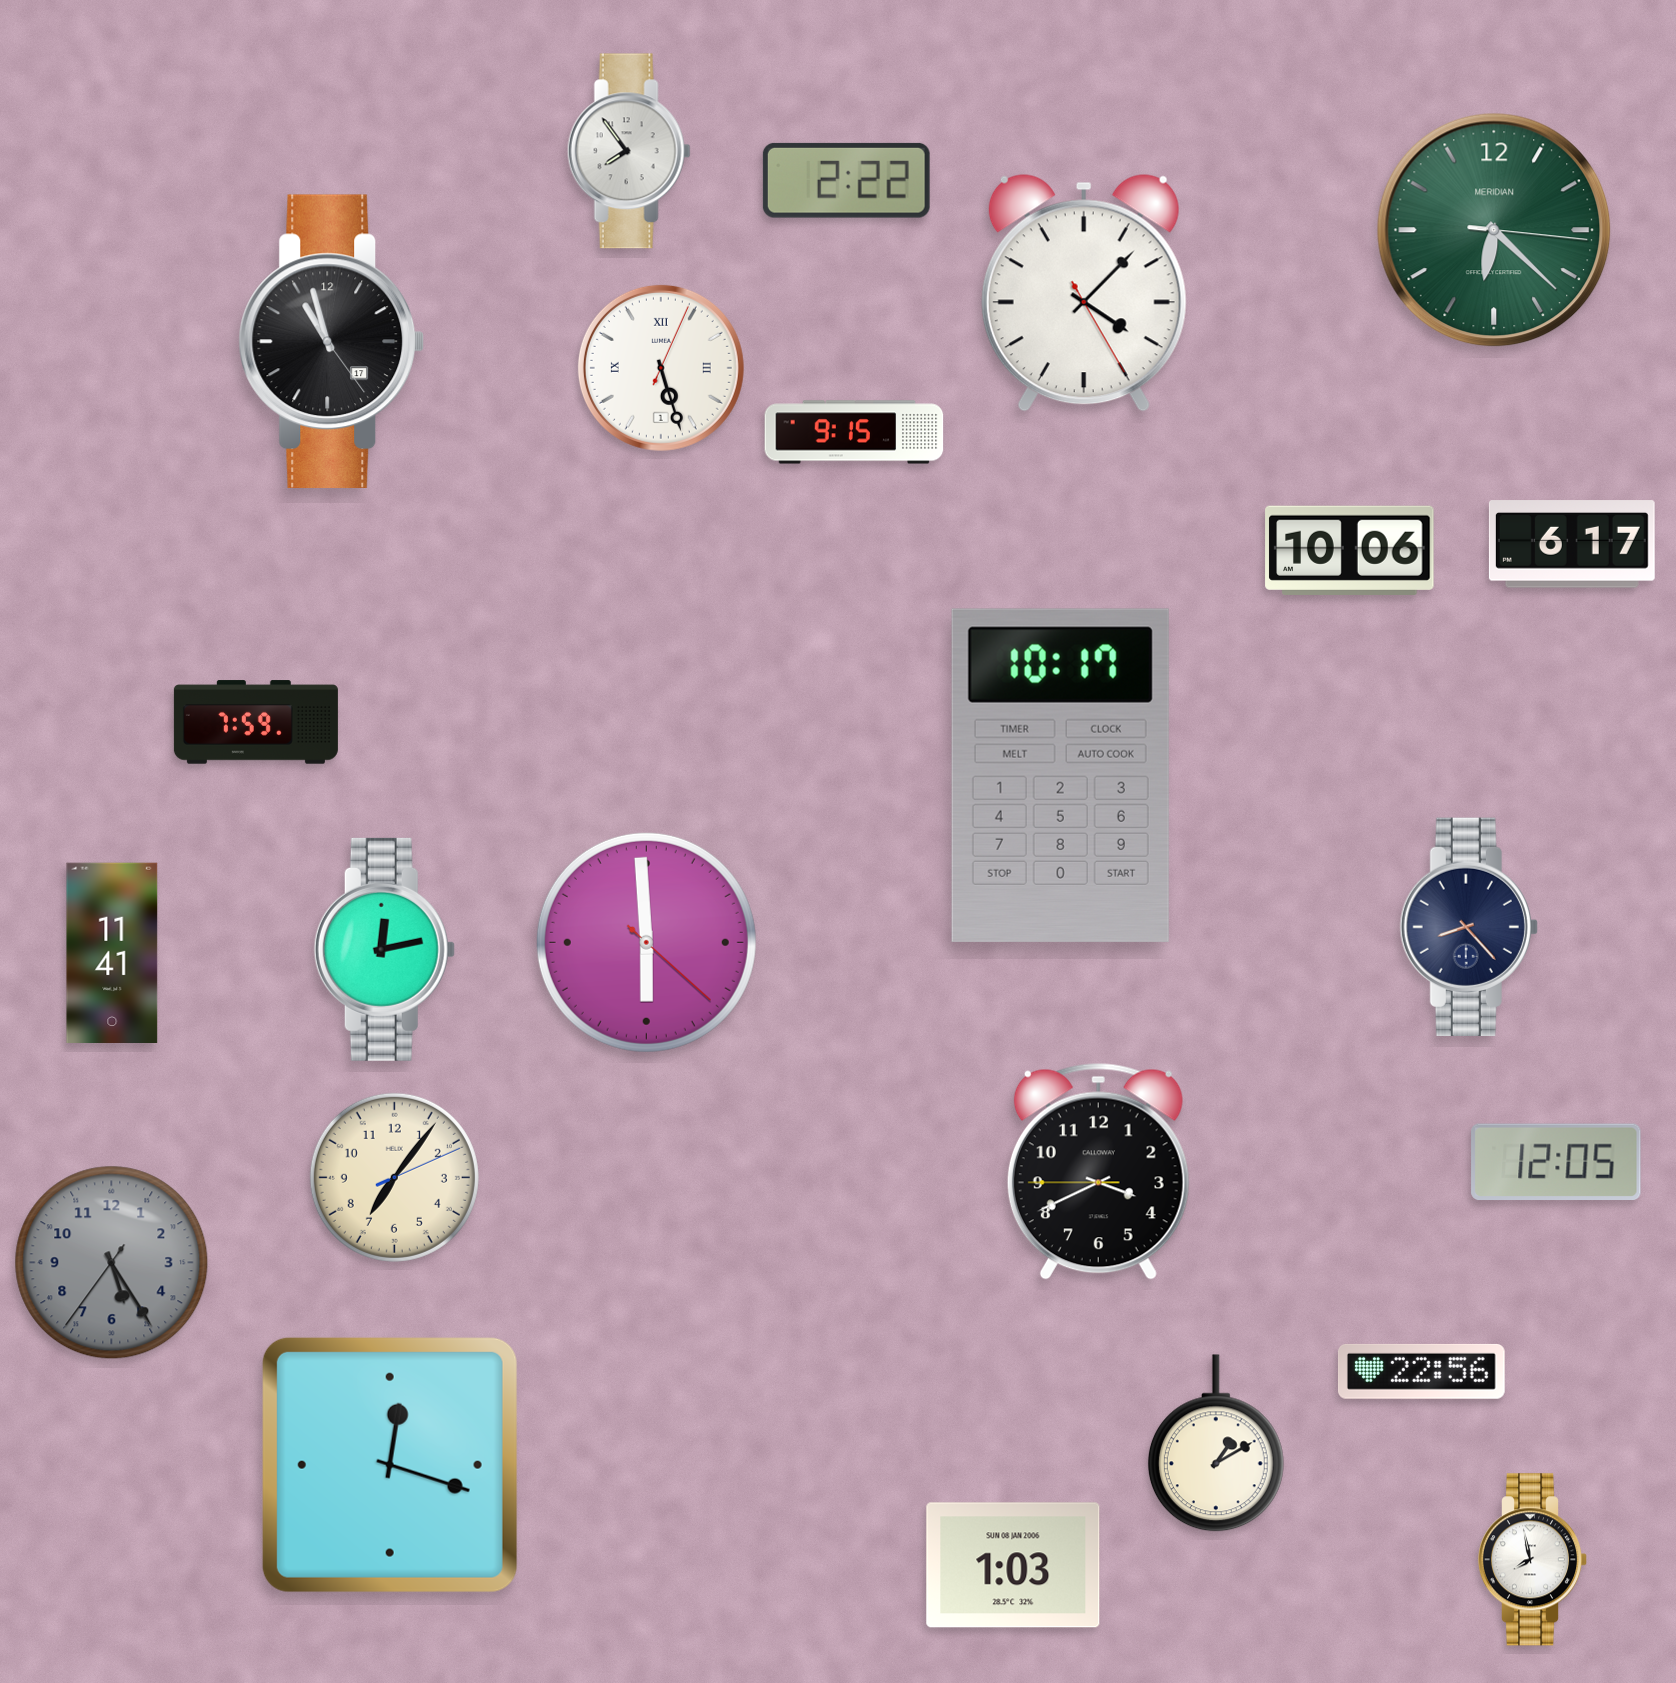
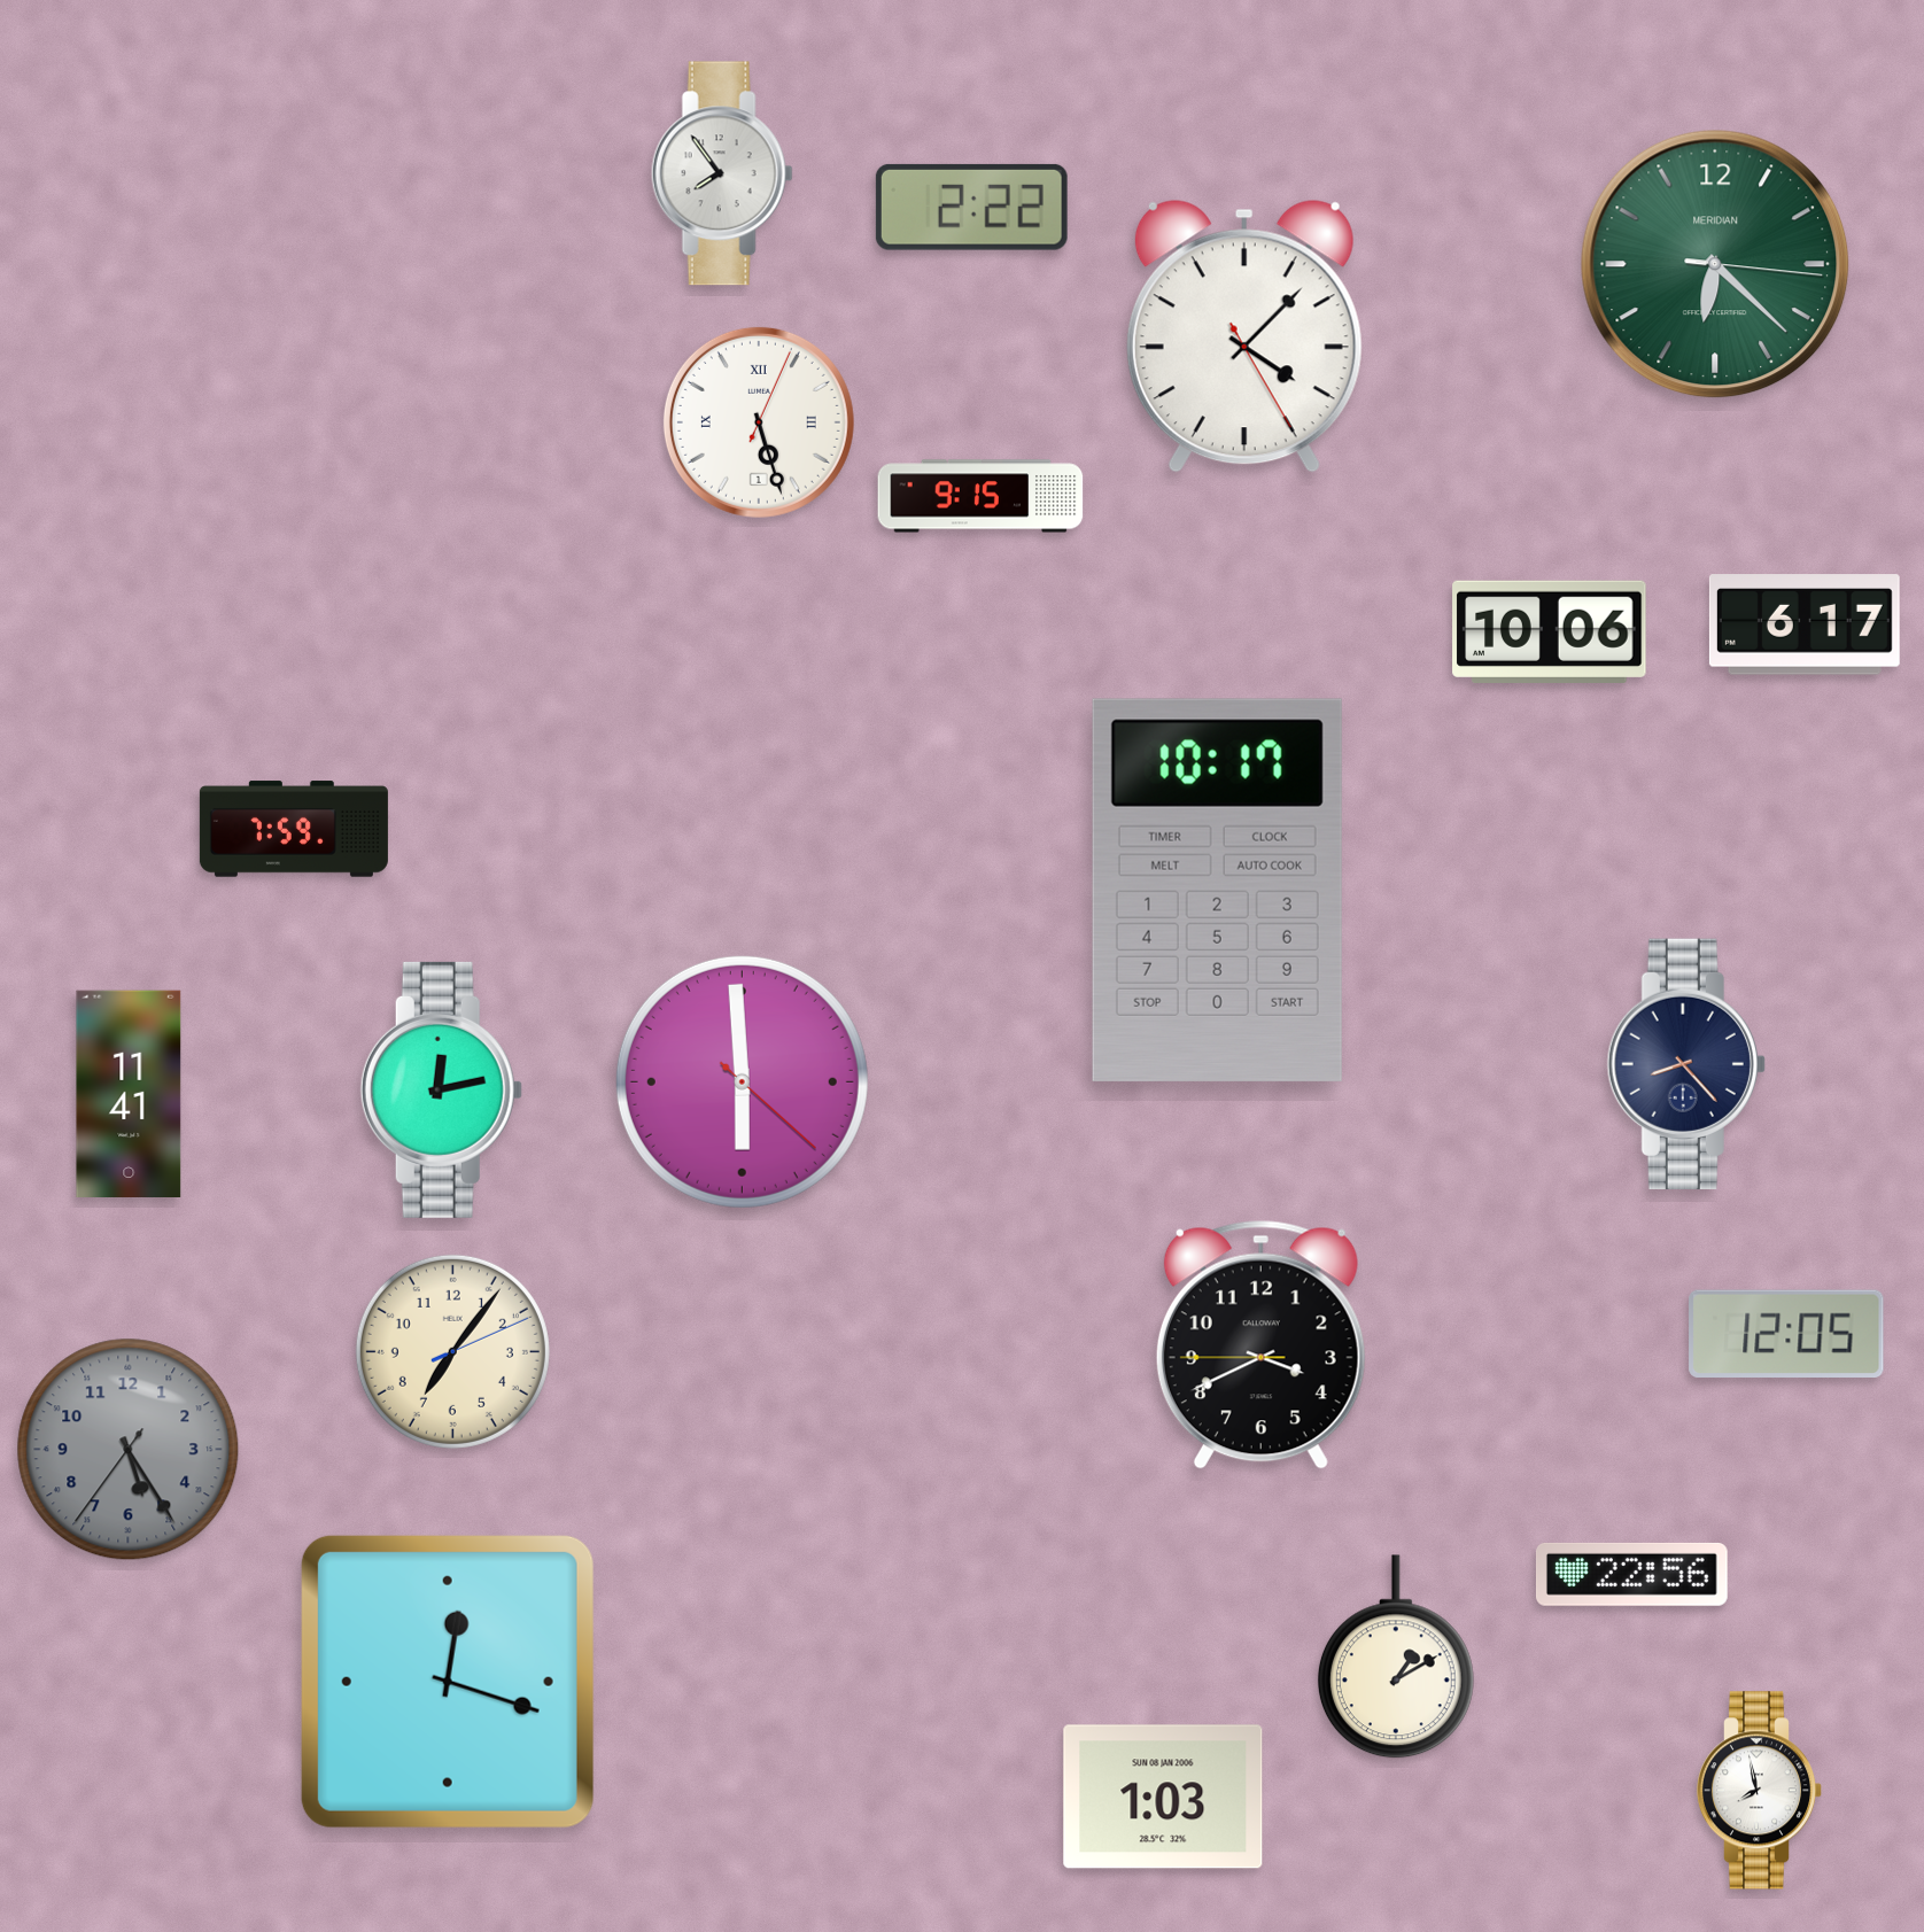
clock at (332, 341): 10:57 -> none
